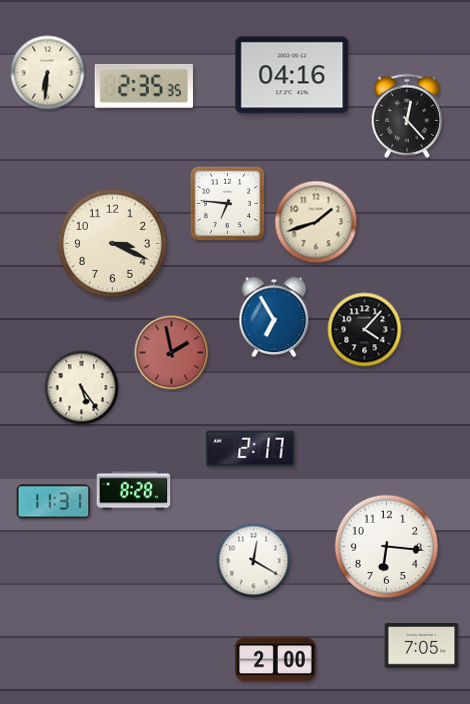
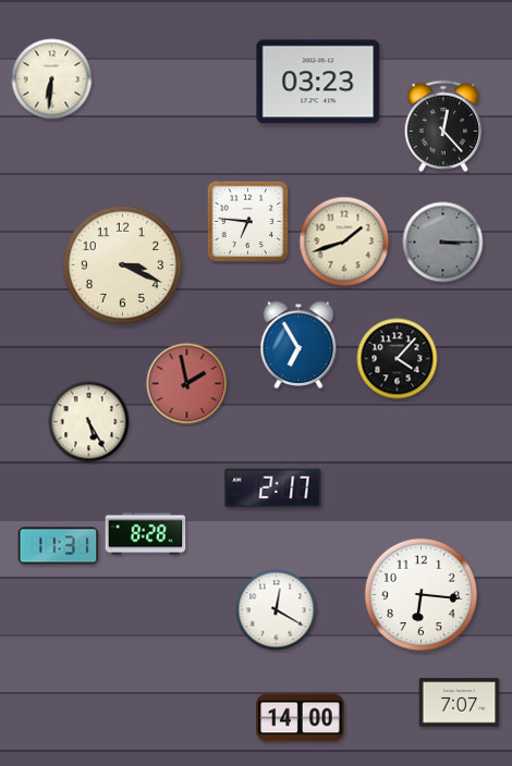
clock at (292, 75): 04:16 -> 03:23
clock at (144, 86): 2:35 -> none
clock at (443, 243): none -> 3:15
clock at (82, 388): 5:24 -> 5:25
clock at (422, 646): 7:05 -> 7:07
clock at (276, 660): 2:00 -> 14:00
